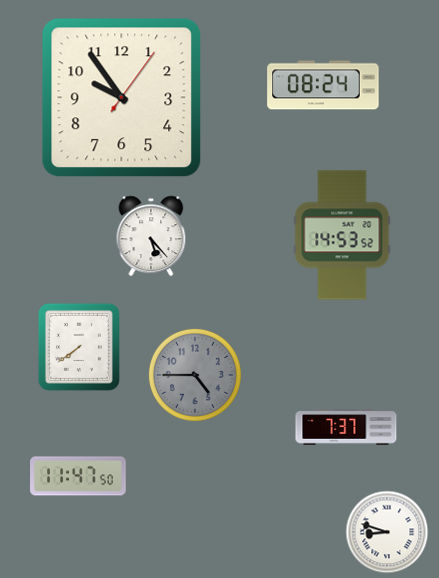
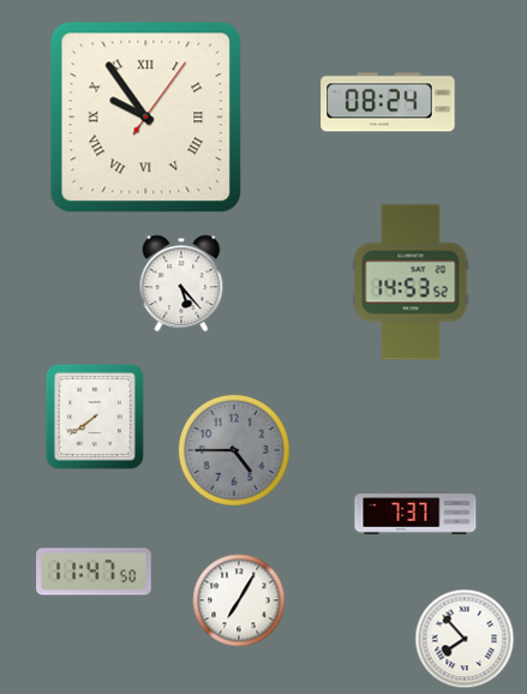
clock at (122, 98) numerals: Arabic -> Roman
clock at (239, 600): none -> 7:05
clock at (387, 532): 8:48 -> 7:53
